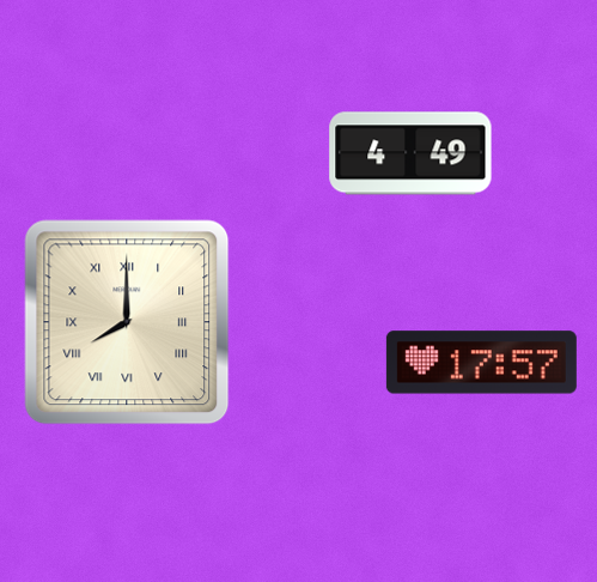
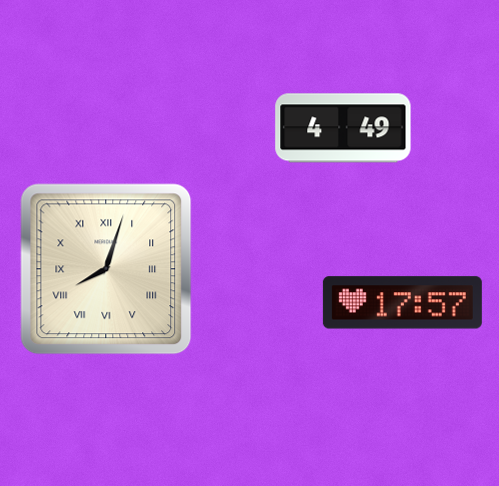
clock at (127, 322): 8:00 -> 8:03
